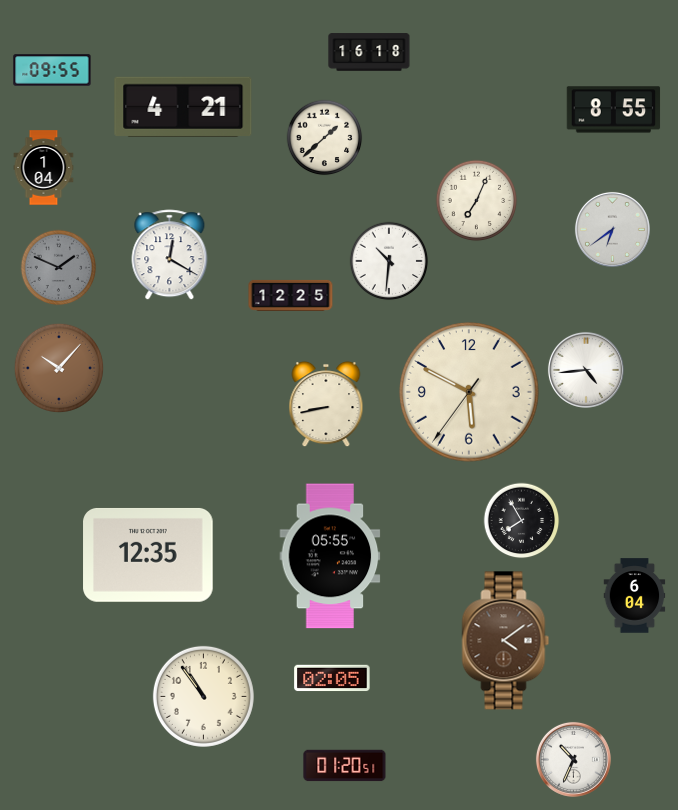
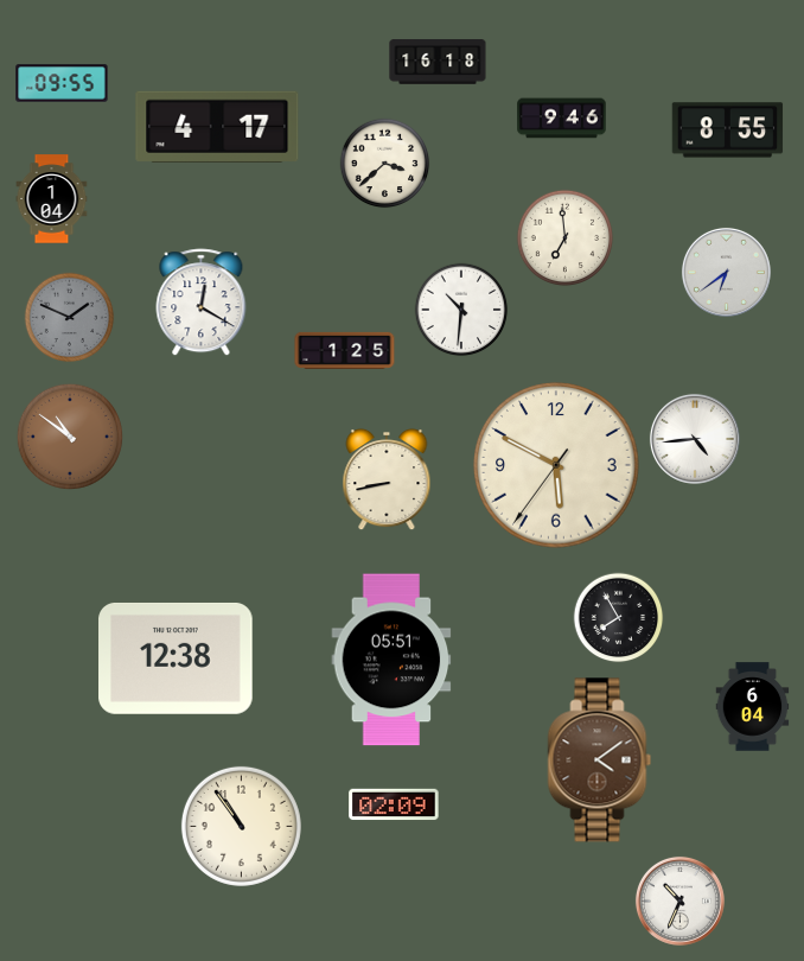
clock at (562, 119): none -> 9:46
clock at (183, 107): 4:21 -> 4:17
clock at (325, 138): 1:38 -> 3:38
clock at (477, 201): 7:04 -> 6:59
clock at (291, 295): 12:25 -> 1:25
clock at (59, 368): 10:07 -> 10:51
clock at (148, 555): 12:35 -> 12:38
clock at (330, 556): 05:55 -> 05:51
clock at (332, 678): 02:05 -> 02:09
clock at (345, 766): 01:20 -> none
